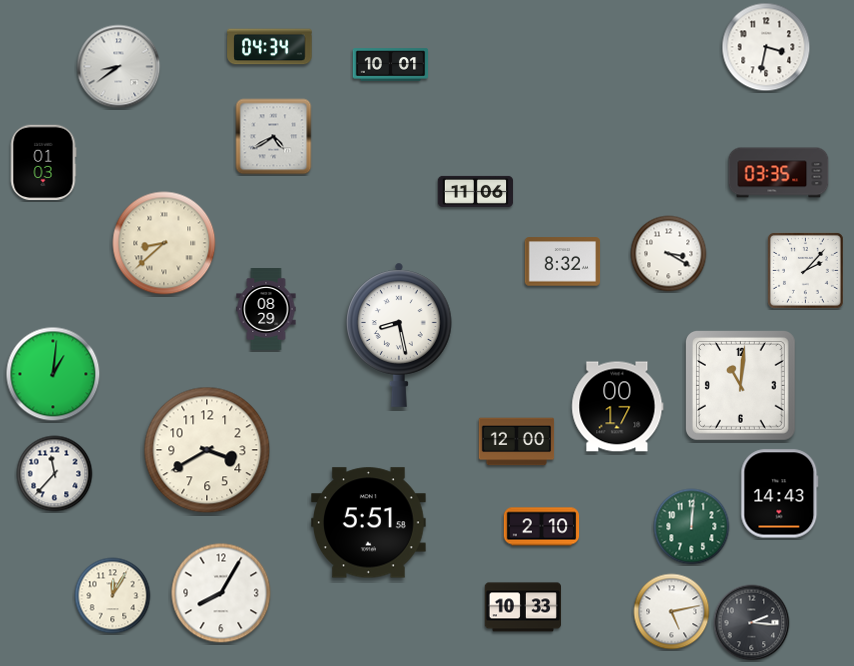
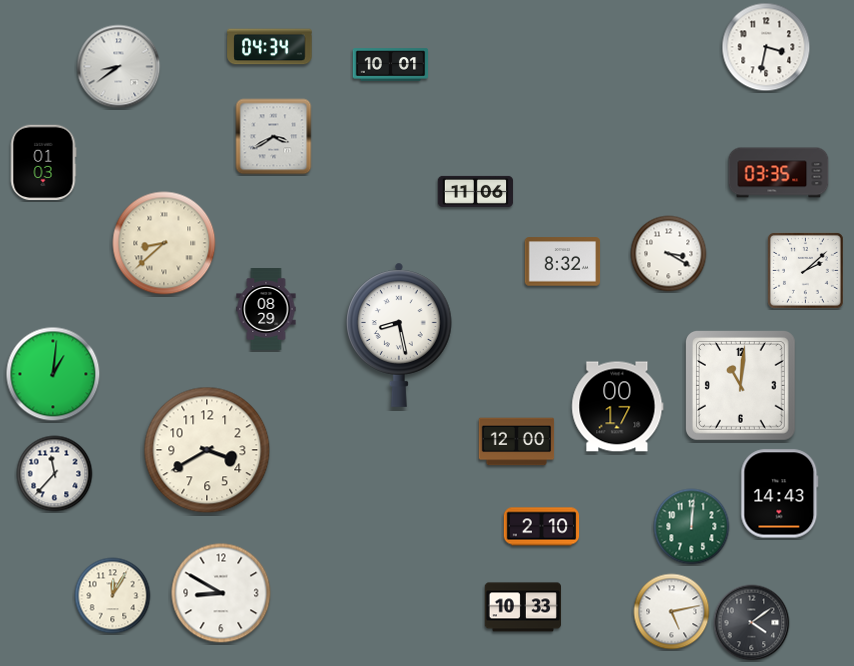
clock at (274, 137): 4:40 -> 3:40
clock at (805, 270): 2:07 -> 2:08
clock at (369, 523): 5:51 -> none
clock at (221, 593): 8:05 -> 8:50
clock at (752, 623): 2:16 -> 4:09
